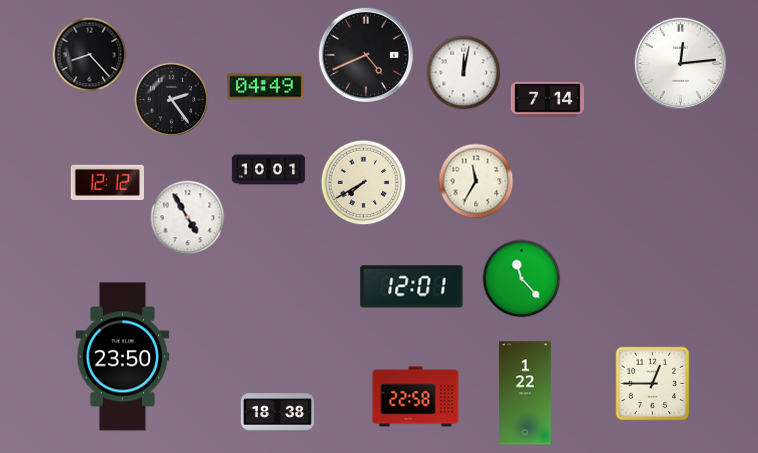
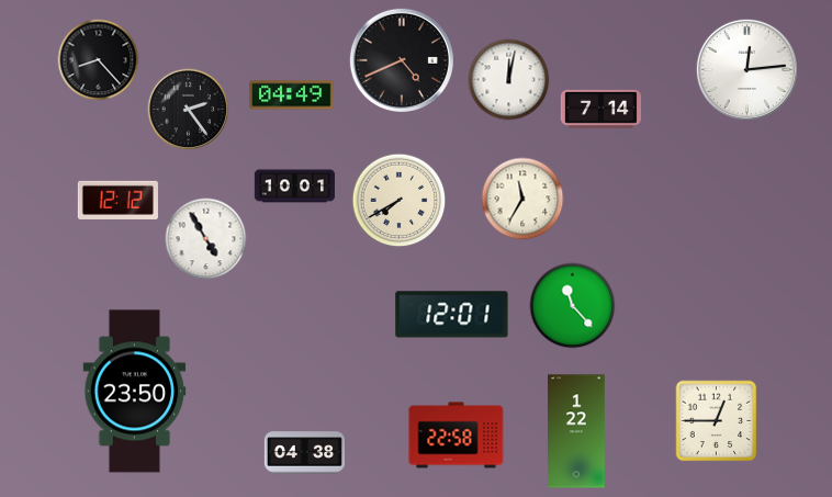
clock at (277, 413): 18:38 -> 04:38
